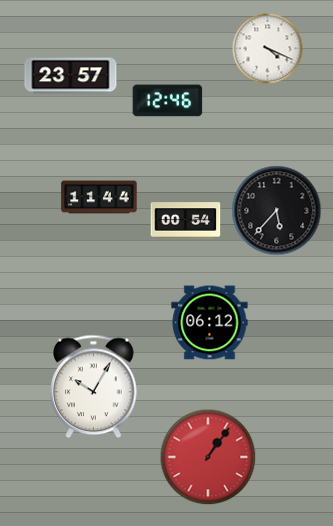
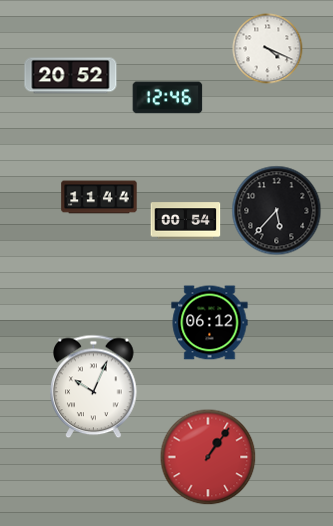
clock at (71, 76): 23:57 -> 20:52
clock at (168, 101) position: (168, 101) -> (168, 98)
clock at (94, 387): 10:05 -> 10:04
